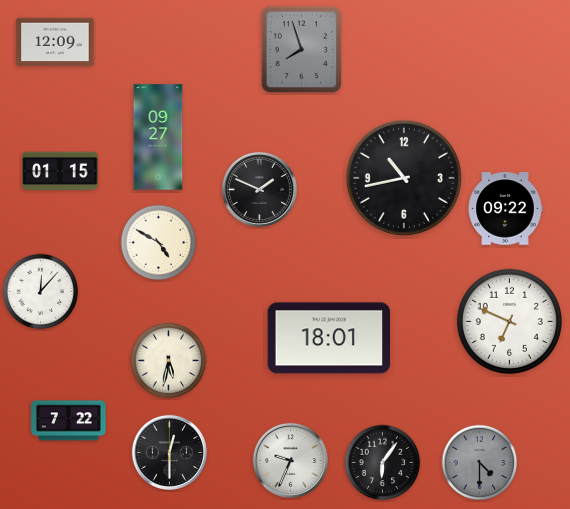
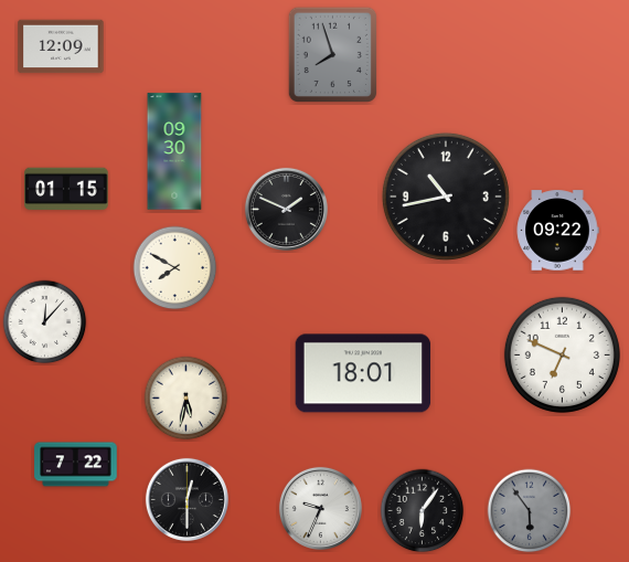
clock at (158, 137): 09:27 -> 09:30
clock at (159, 243): 4:50 -> 7:50
clock at (480, 463): 4:30 -> 5:54
